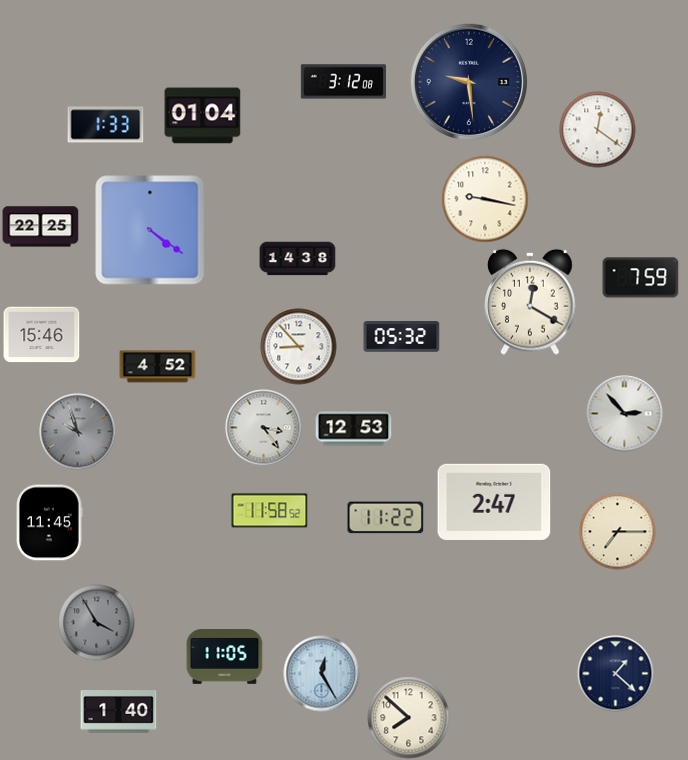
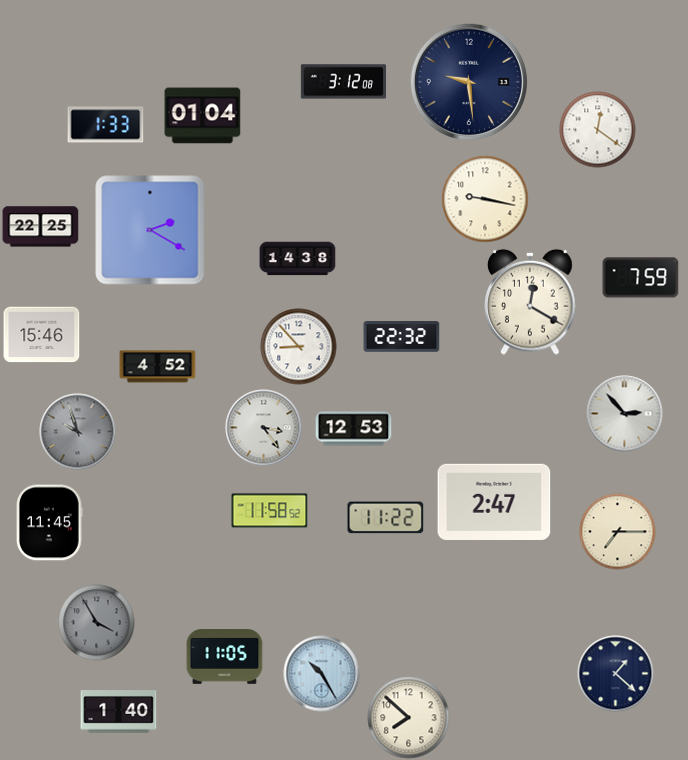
clock at (150, 230): 4:21 -> 2:20
clock at (402, 337): 05:32 -> 22:32
clock at (322, 674): 12:25 -> 10:25
